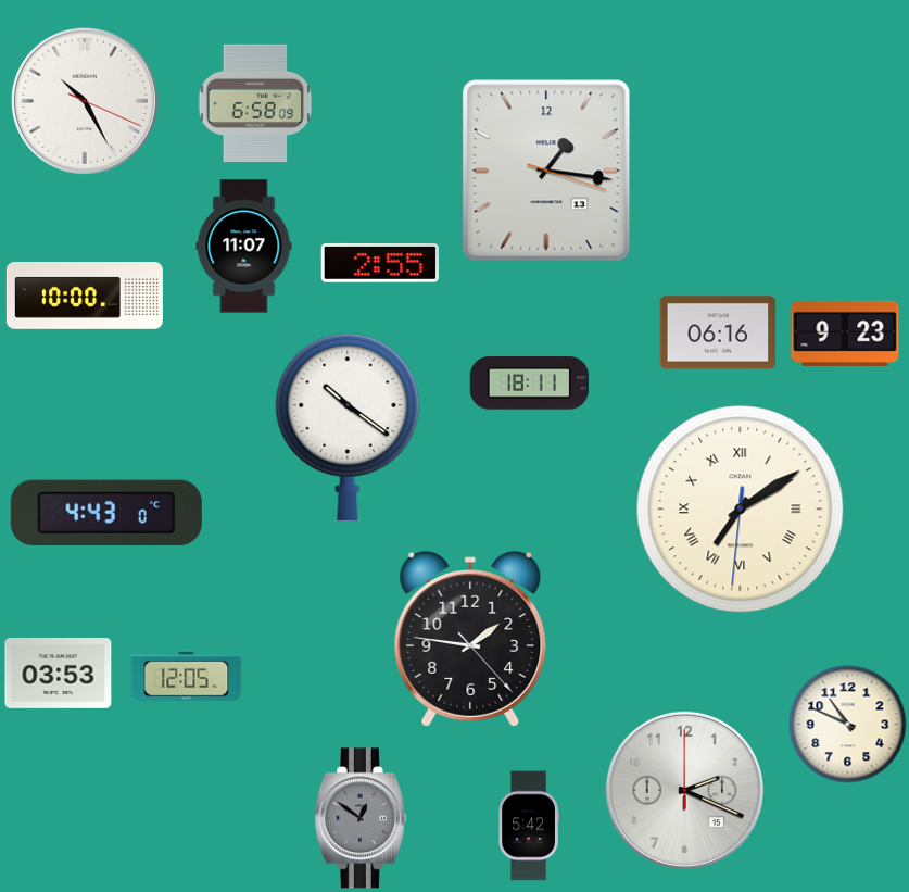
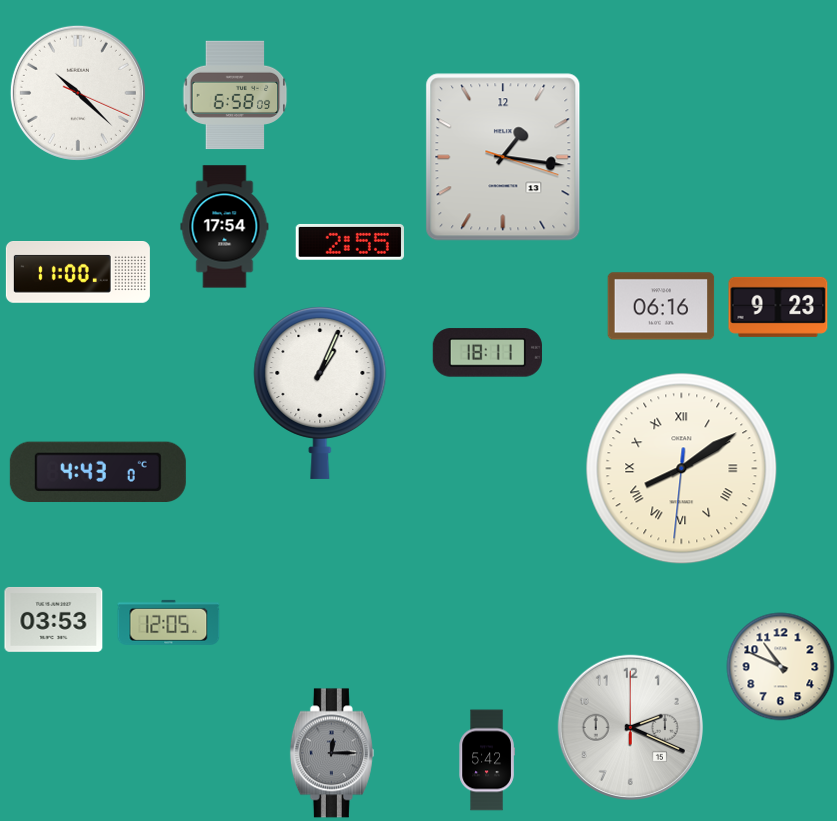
clock at (85, 101): 10:25 -> 10:22
clock at (244, 247): 11:07 -> 17:54
clock at (85, 297): 10:00 -> 11:00
clock at (348, 426): 10:21 -> 1:04
clock at (741, 510): 7:09 -> 8:09
clock at (470, 640): 1:46 -> none
clock at (187, 676) position: (187, 676) -> (169, 622)
clock at (361, 818): 12:51 -> 12:15
